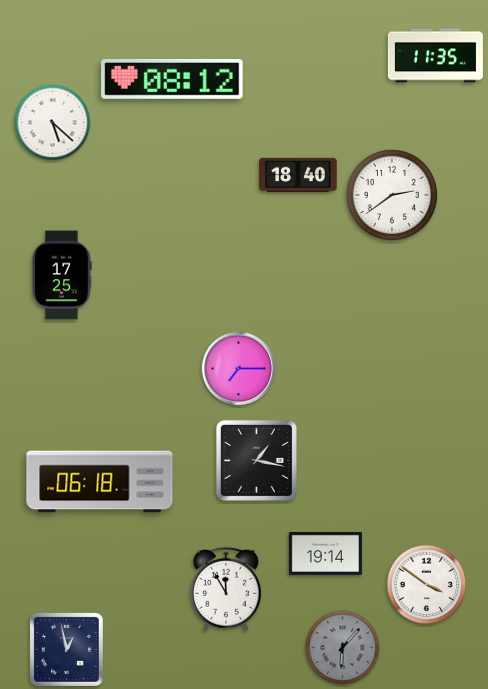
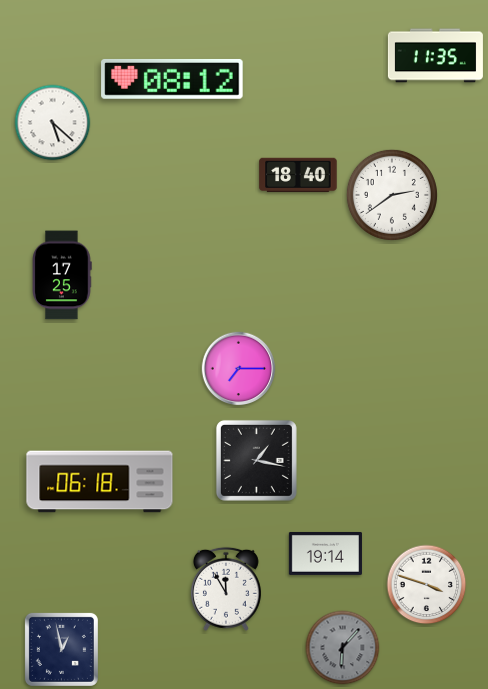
clock at (427, 585): 3:51 -> 3:48
clock at (66, 649) position: (66, 649) -> (61, 649)
